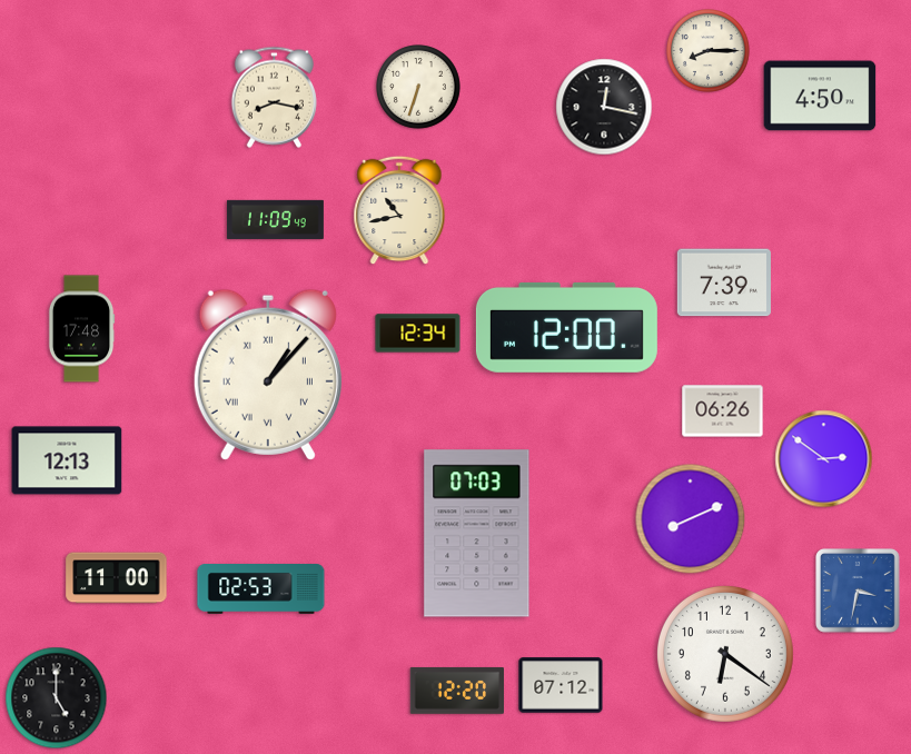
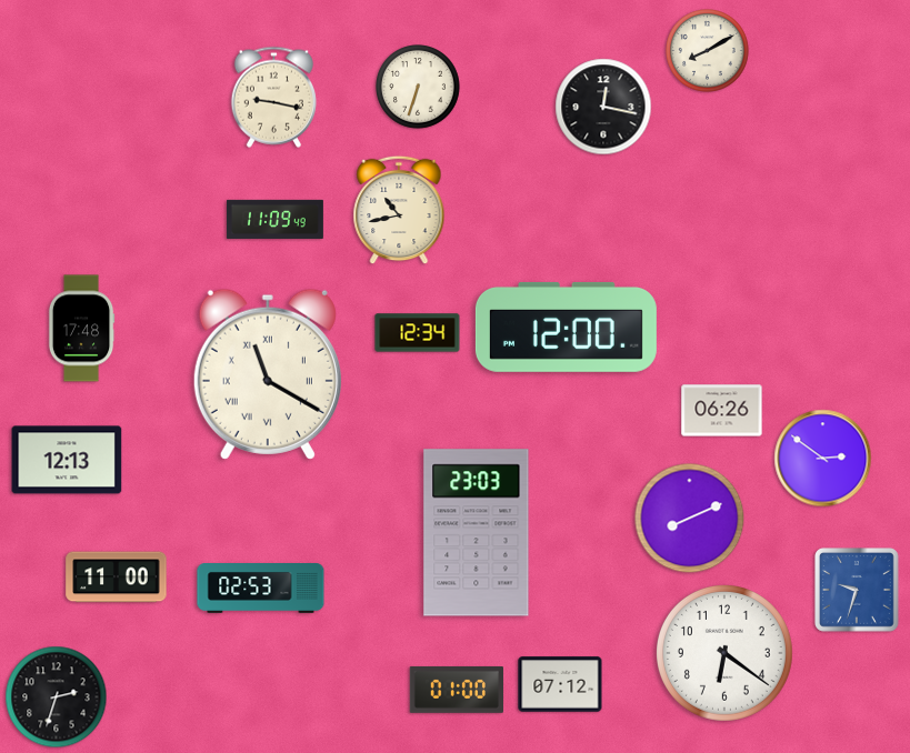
clock at (709, 51): 8:15 -> 8:10
clock at (820, 96): 4:50 -> none
clock at (274, 97): 8:17 -> 9:17
clock at (724, 282): 7:39 -> none
clock at (268, 375): 1:07 -> 11:20
clock at (477, 534): 07:03 -> 23:03
clock at (859, 592): 3:32 -> 9:33
clock at (457, 691): 12:20 -> 01:00
clock at (57, 698): 5:00 -> 2:33
